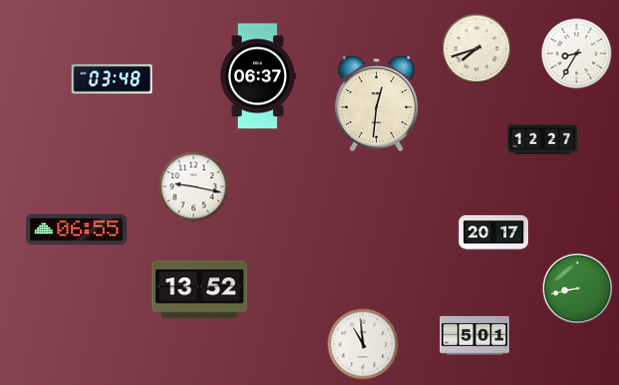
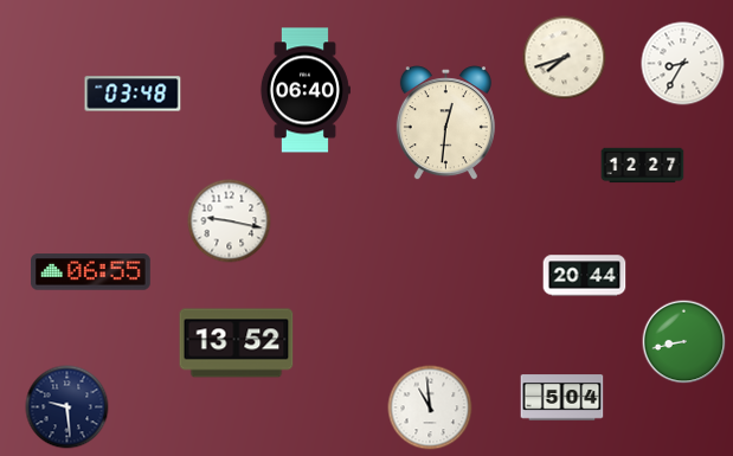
clock at (257, 76): 06:37 -> 06:40
clock at (494, 233): 20:17 -> 20:44
clock at (475, 336): 5:01 -> 5:04
clock at (67, 407): none -> 9:29
